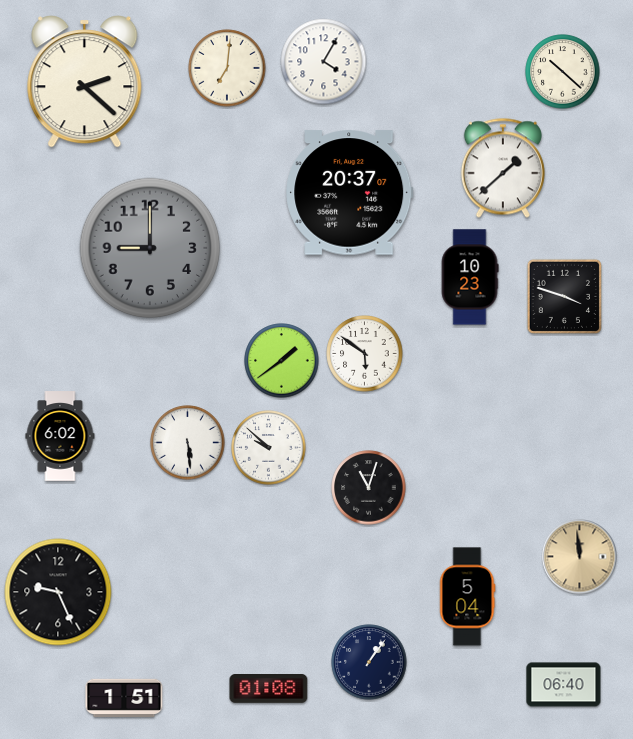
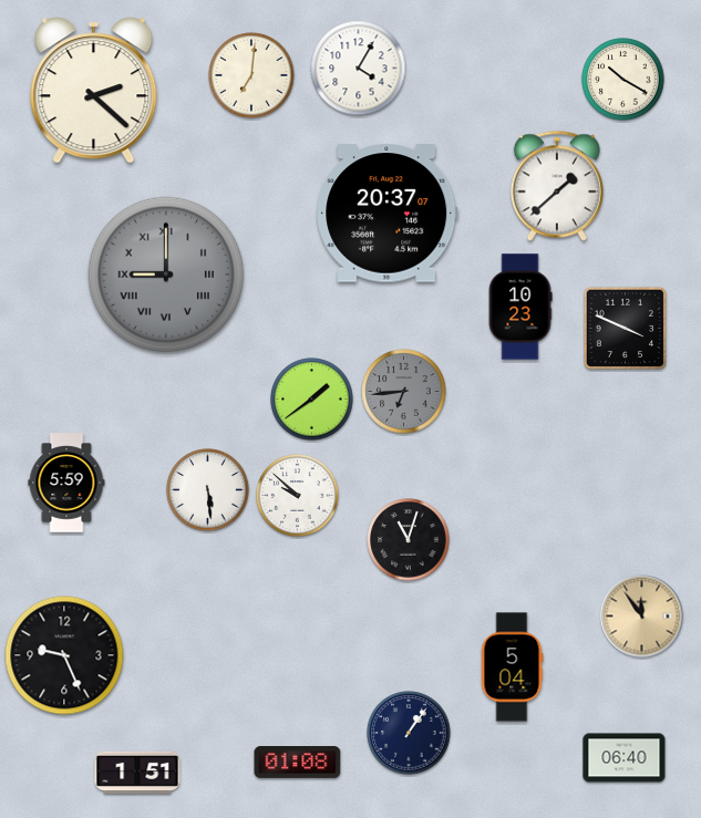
clock at (563, 72): 10:22 -> 10:20
clock at (150, 248) numerals: Arabic -> Roman
clock at (564, 296): 3:48 -> 3:49
clock at (365, 354): 5:51 -> 6:44
clock at (365, 354) dial: white -> grey
clock at (60, 436): 6:02 -> 5:59
clock at (580, 557): 11:59 -> 11:54
clock at (467, 597) position: (467, 597) -> (512, 667)
